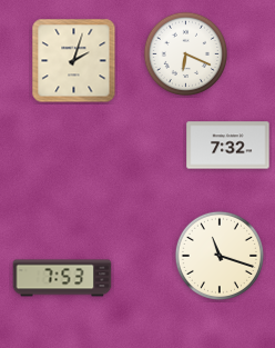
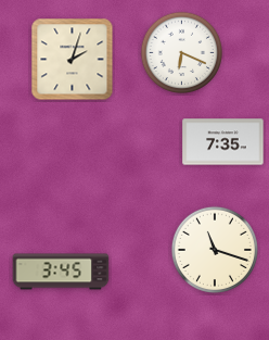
clock at (228, 146): 7:32 -> 7:35
clock at (62, 278): 7:53 -> 3:45
